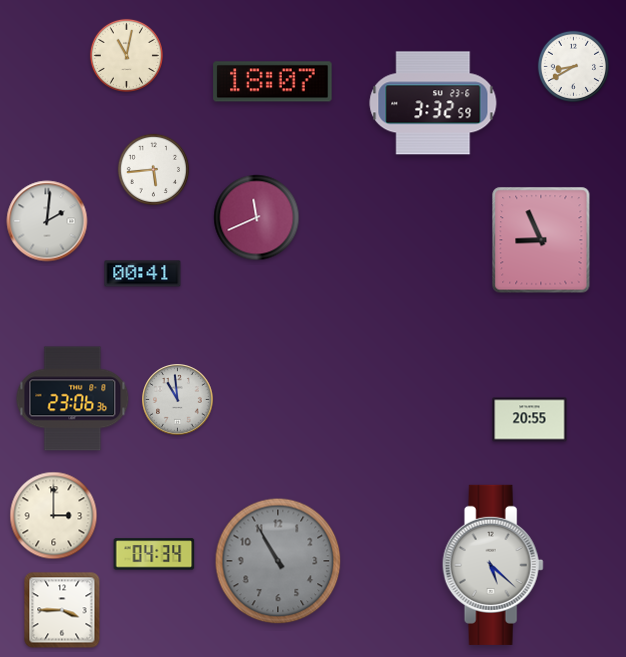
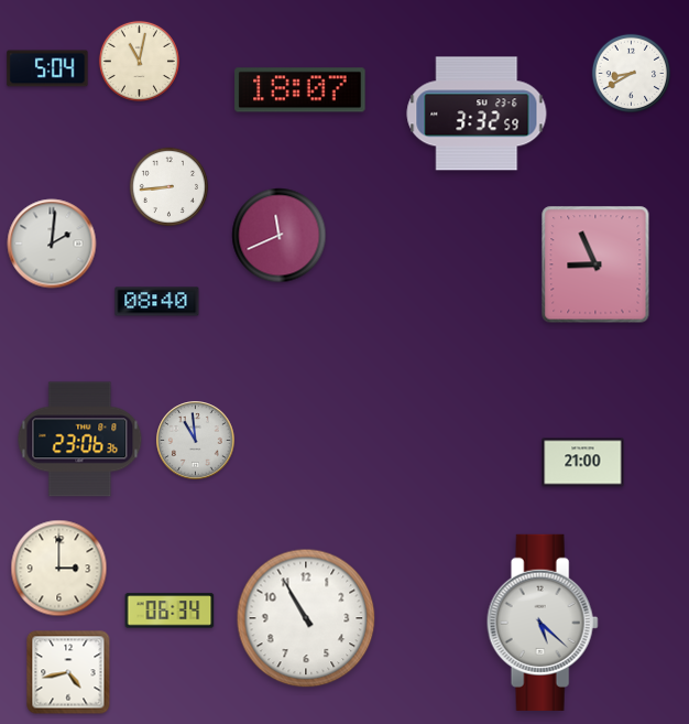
clock at (47, 68): none -> 5:04
clock at (154, 170): 5:44 -> 8:44
clock at (257, 218) position: (257, 218) -> (280, 236)
clock at (143, 274): 00:41 -> 08:40
clock at (530, 420): 20:55 -> 21:00
clock at (154, 554): 04:34 -> 06:34
clock at (278, 561) dial: grey -> white
clock at (62, 610): 3:45 -> 4:43
